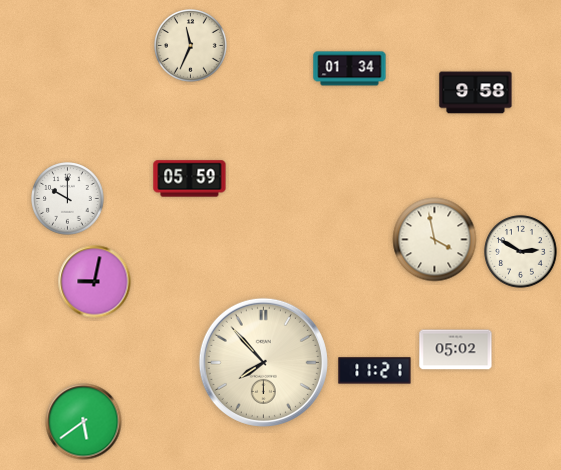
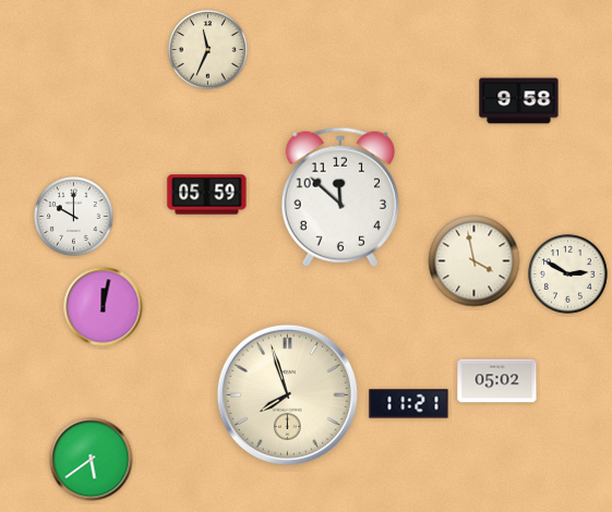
clock at (350, 69): 01:34 -> none
clock at (340, 197): none -> 11:52
clock at (95, 282): 9:02 -> 12:02
clock at (263, 362): 7:53 -> 7:57
